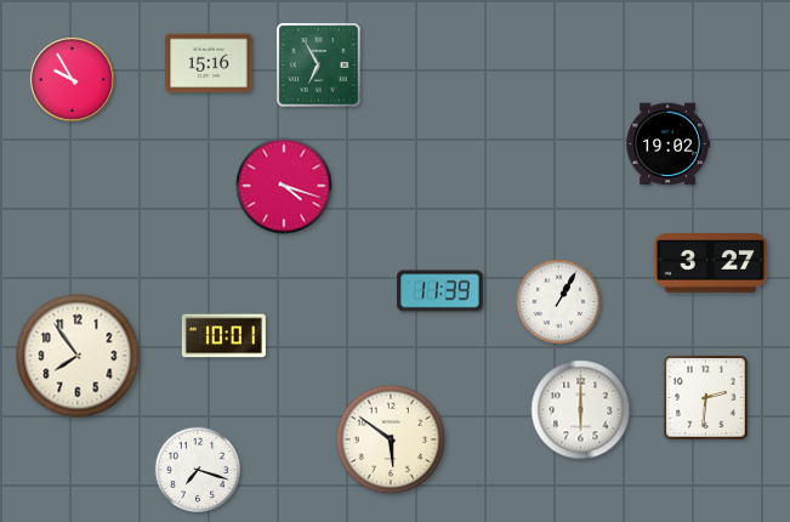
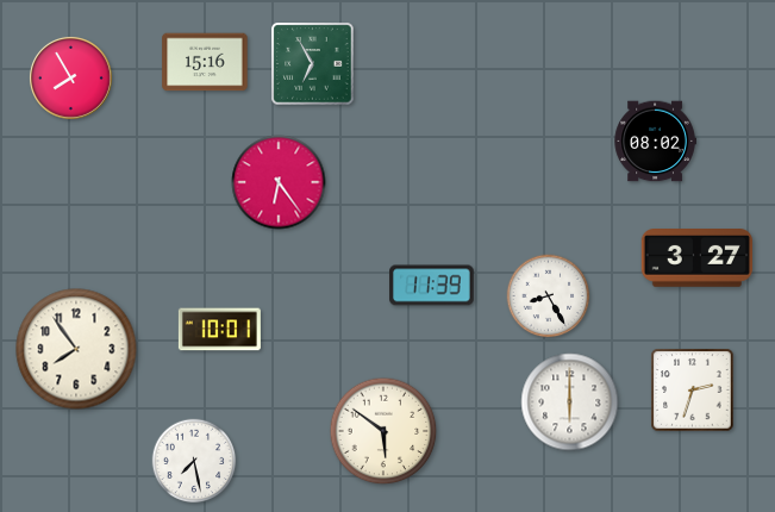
clock at (72, 79): 9:55 -> 7:55
clock at (667, 144): 19:02 -> 08:02
clock at (284, 186): 4:18 -> 6:24
clock at (559, 302): 1:05 -> 8:25
clock at (706, 398): 2:31 -> 2:33
clock at (198, 470): 7:18 -> 7:28
